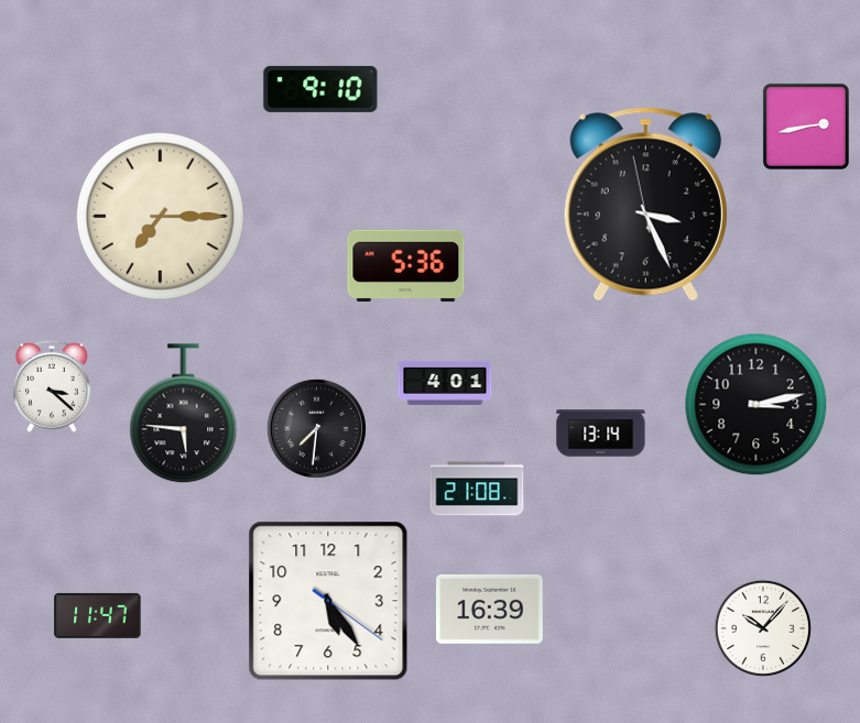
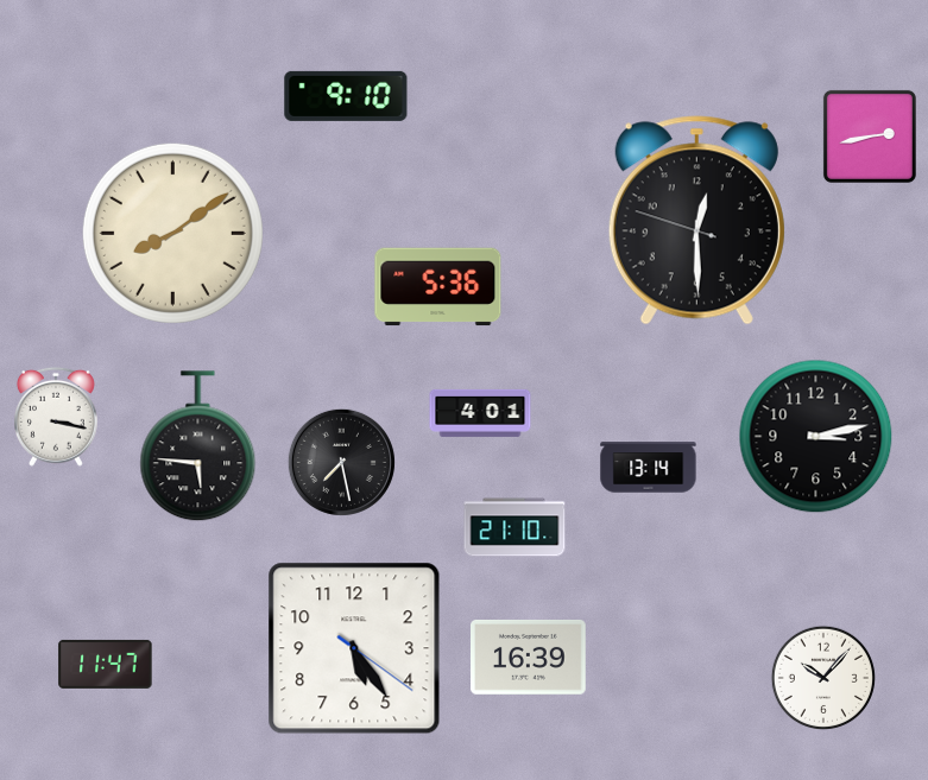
clock at (645, 205): 3:25 -> 12:29
clock at (160, 216): 7:15 -> 8:09
clock at (52, 386): 3:22 -> 3:17
clock at (316, 428): 7:31 -> 7:28
clock at (477, 489): 21:08 -> 21:10
